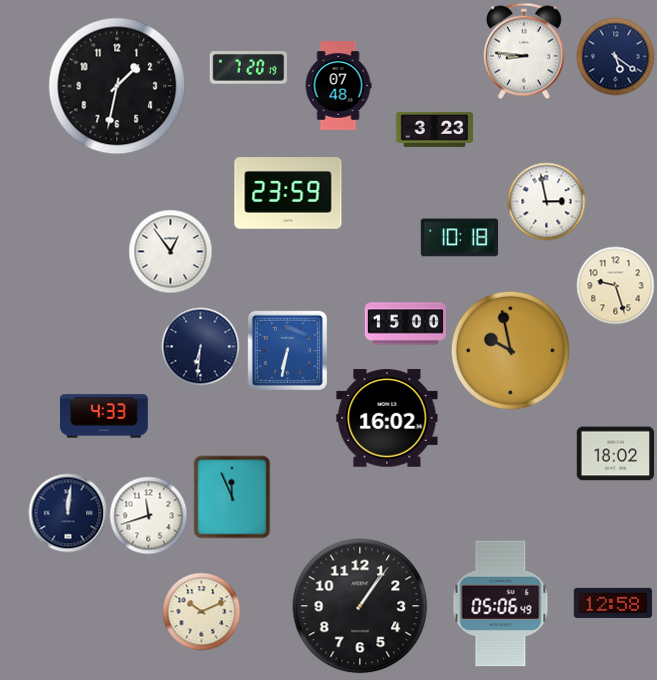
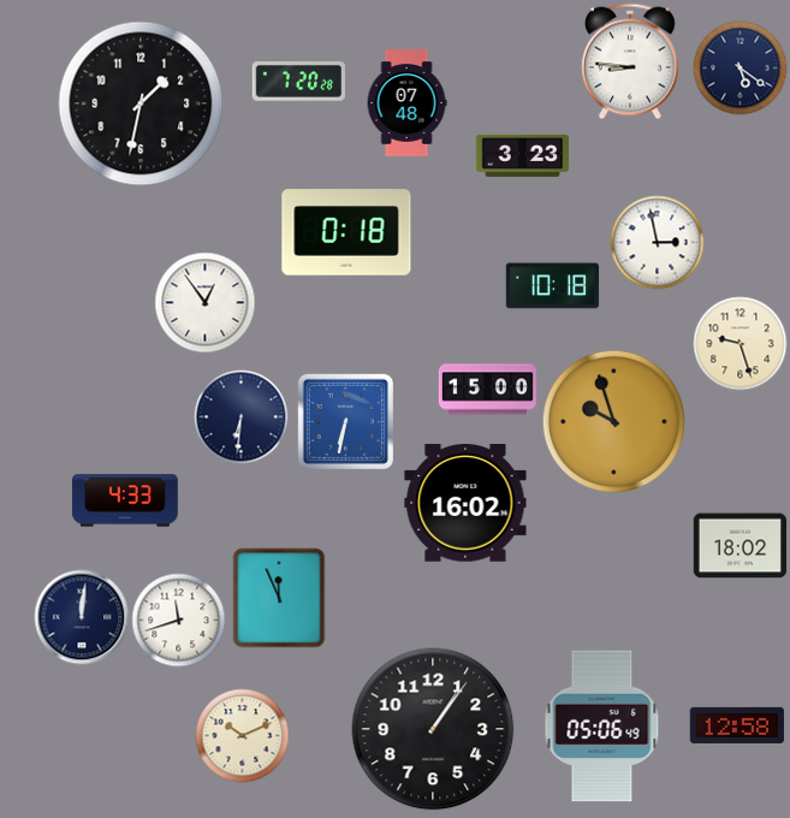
clock at (248, 68): 7:20:19 -> 7:20:28
clock at (288, 193): 23:59 -> 0:18
clock at (510, 350): 9:58 -> 9:57
